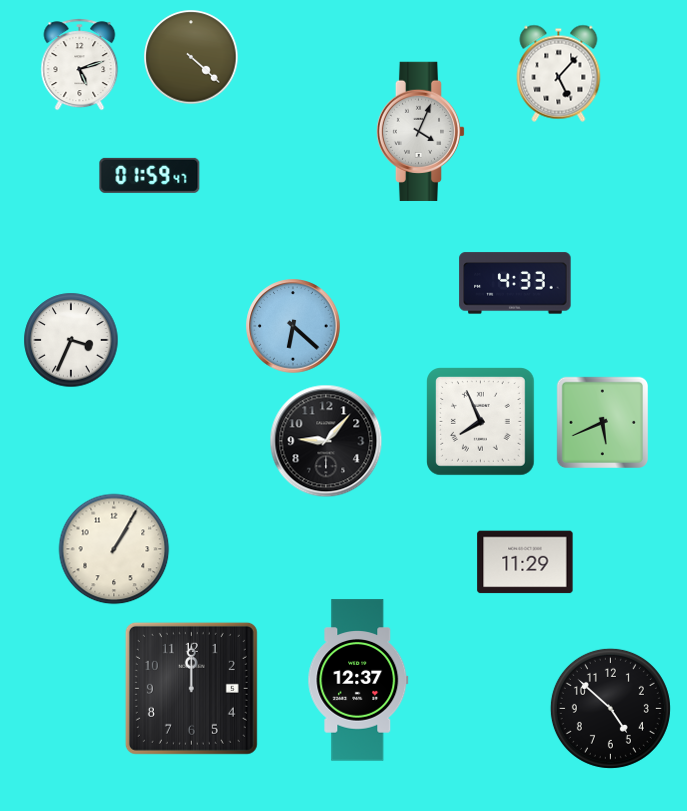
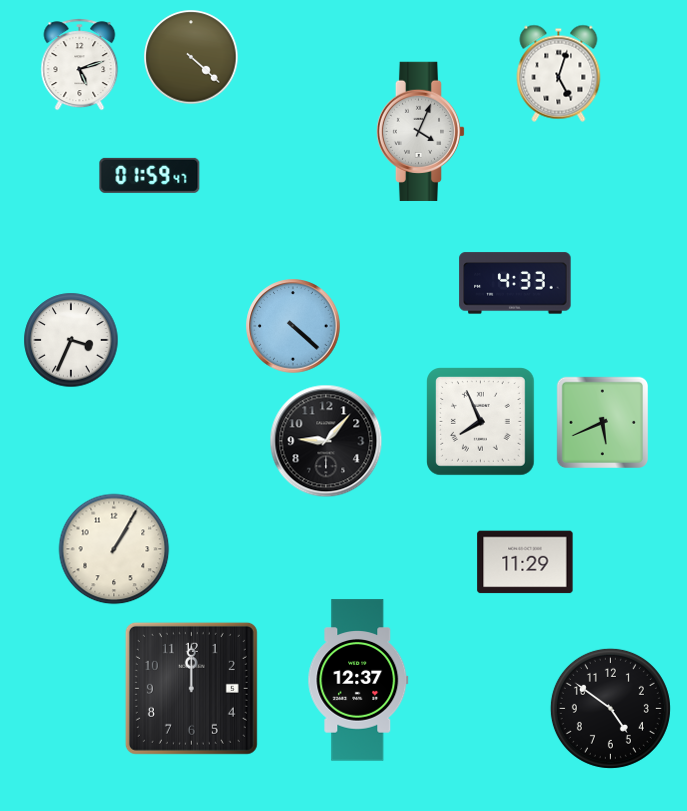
clock at (559, 73): 5:07 -> 5:03
clock at (293, 326): 6:22 -> 4:22
clock at (610, 708): 4:52 -> 4:51
